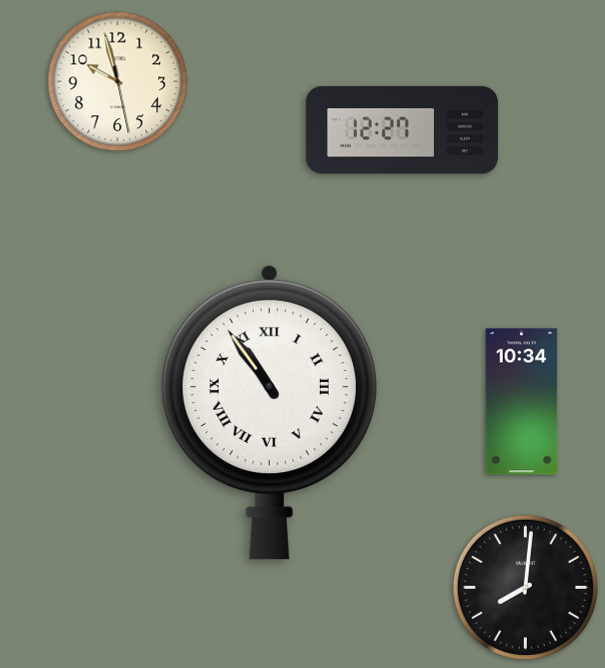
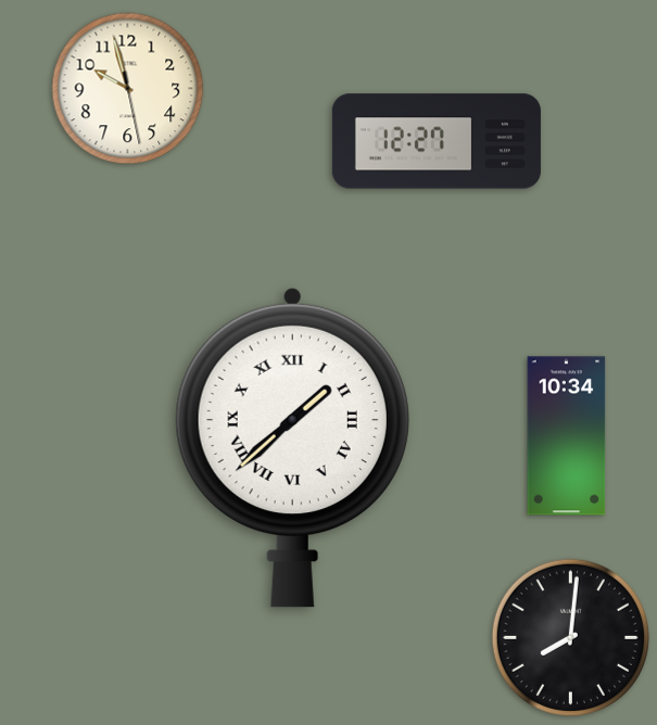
clock at (269, 412): 10:54 -> 1:38
